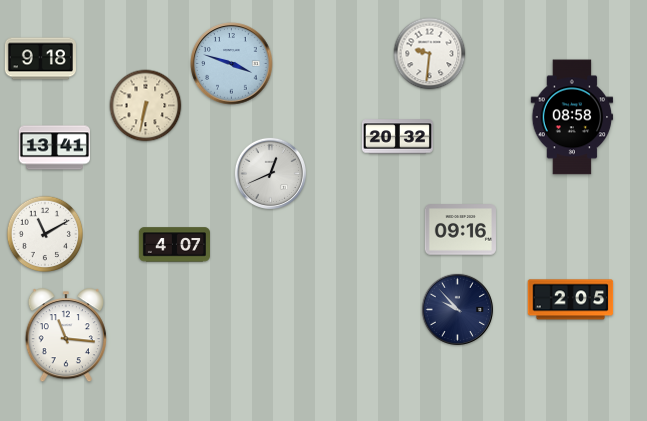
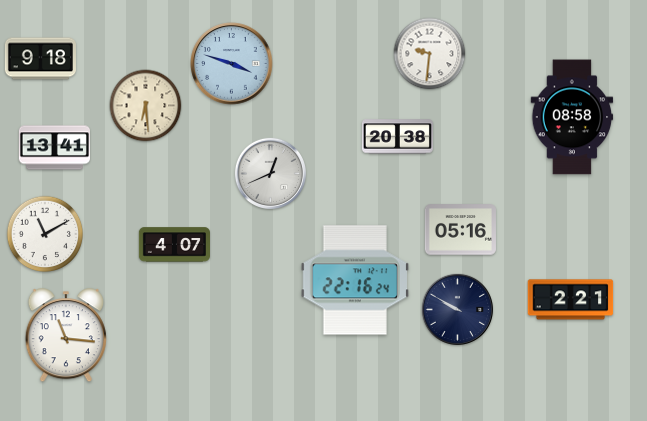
clock at (146, 106): 6:32 -> 6:29
clock at (397, 137): 20:32 -> 20:38
clock at (460, 230): 09:16 -> 05:16
clock at (355, 280): none -> 22:16
clock at (571, 300): 2:05 -> 2:21
clock at (457, 309): 9:53 -> 9:50
